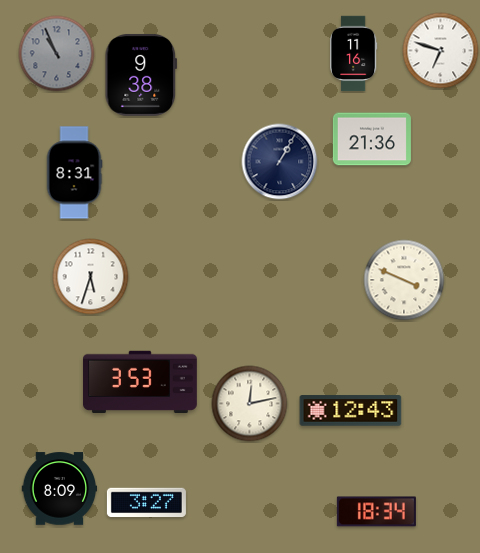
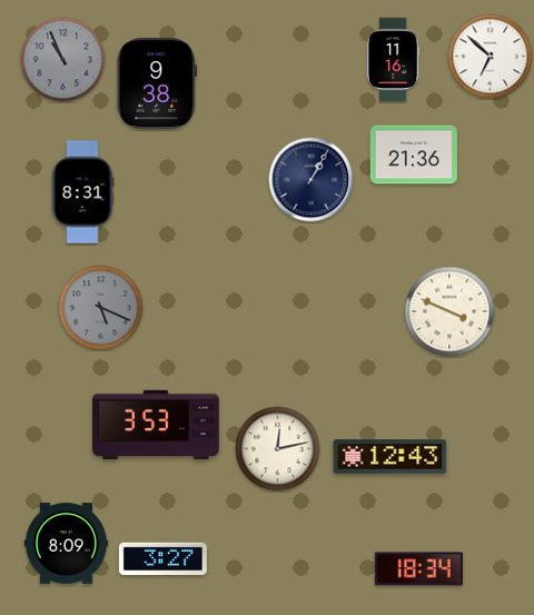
clock at (441, 51): 6:48 -> 6:52
clock at (91, 277): 5:33 -> 5:19
clock at (91, 277) dial: white -> grey
